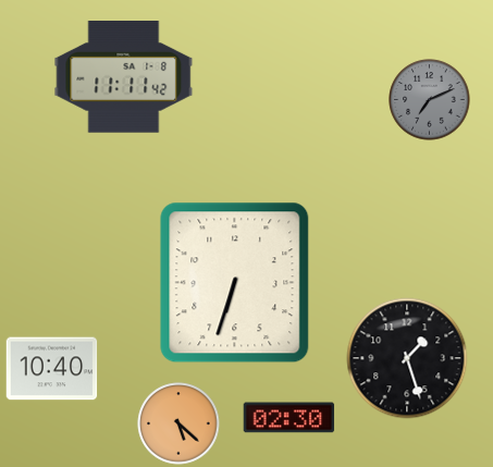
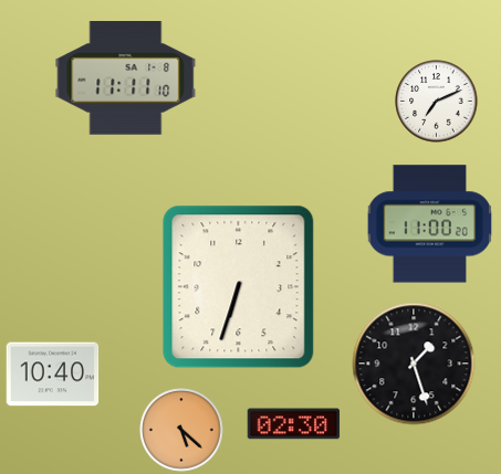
clock at (124, 77): 11:11:42 -> 11:11:10
clock at (430, 100) dial: grey -> white
clock at (430, 224): none -> 11:00
